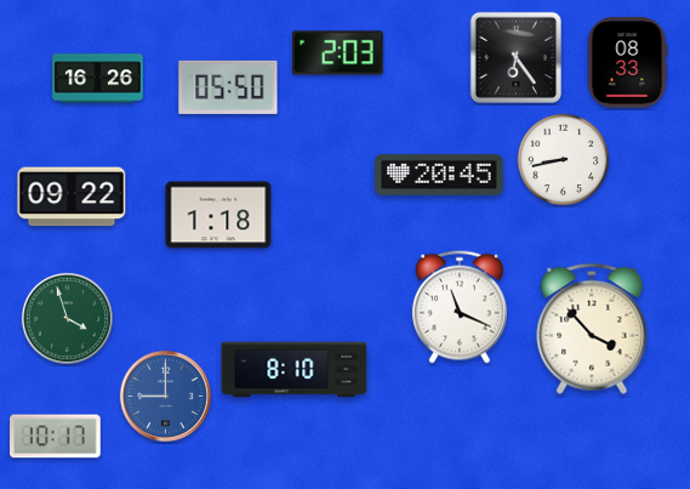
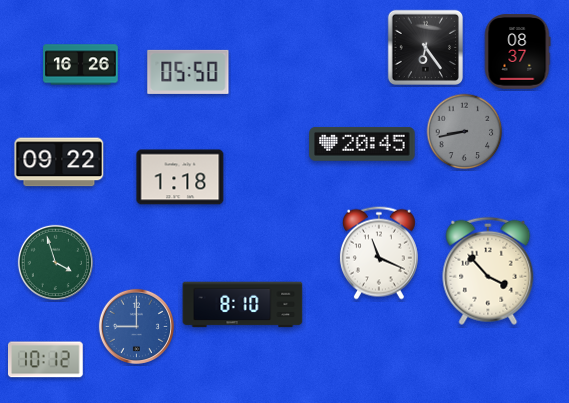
clock at (338, 53): 2:03 -> none
clock at (627, 63): 08:33 -> 08:37
clock at (564, 160) dial: white -> grey
clock at (56, 437): 10:17 -> 10:12
